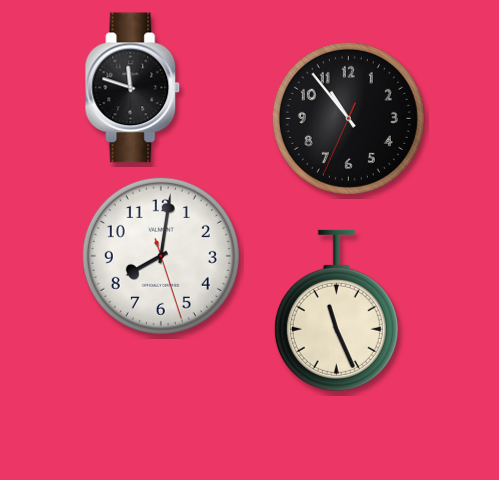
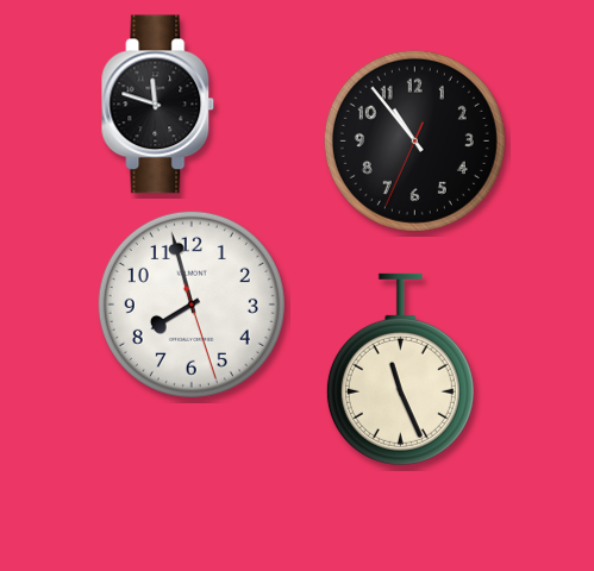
clock at (161, 256): 8:01 -> 7:57
